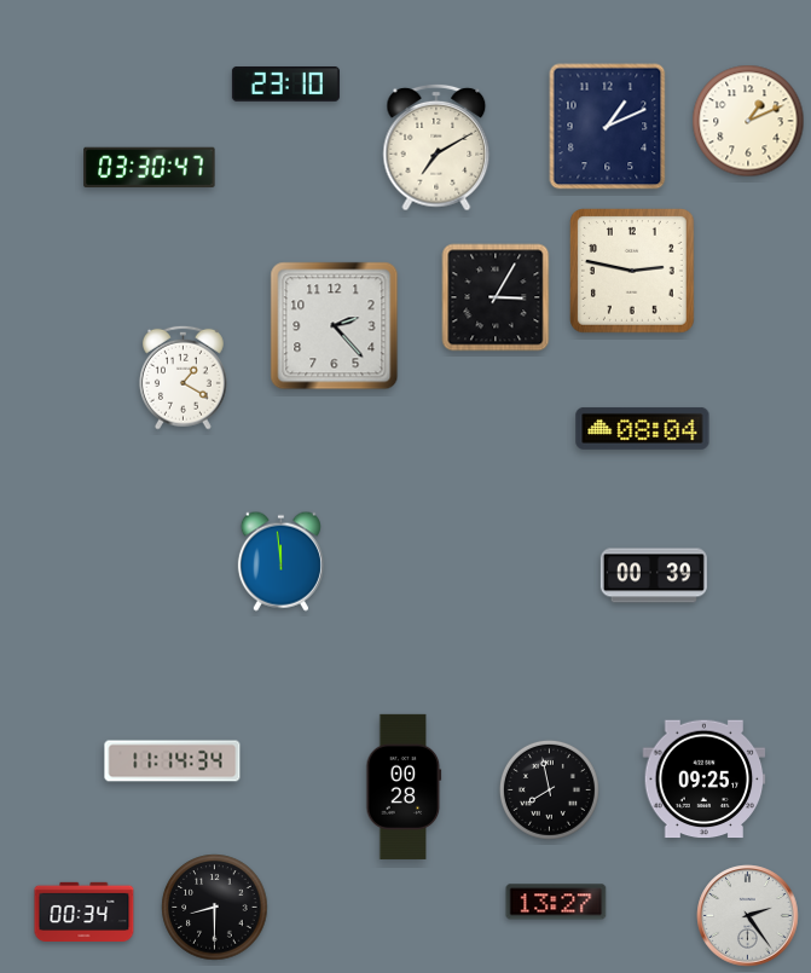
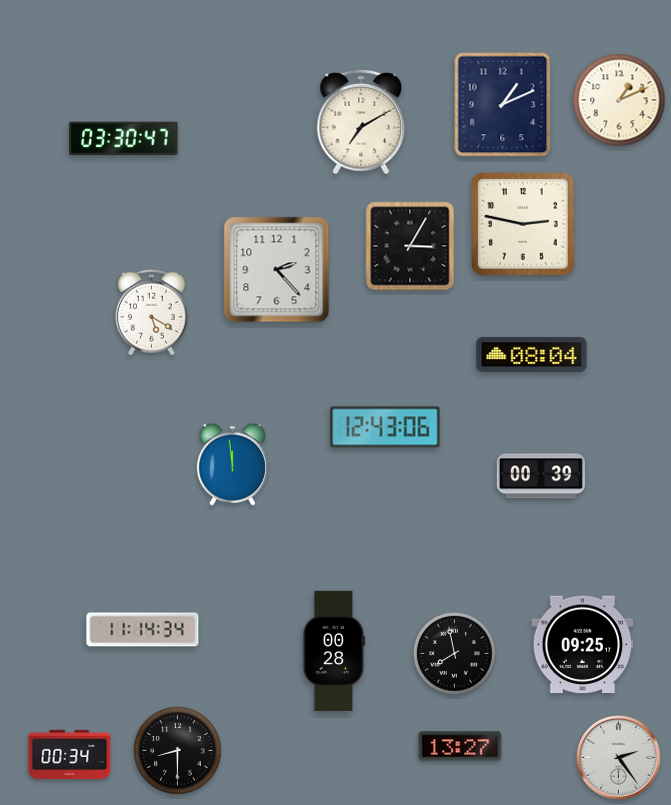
clock at (285, 83): 23:10 -> none
clock at (183, 377): 1:20 -> 5:20
clock at (385, 427): none -> 12:43
